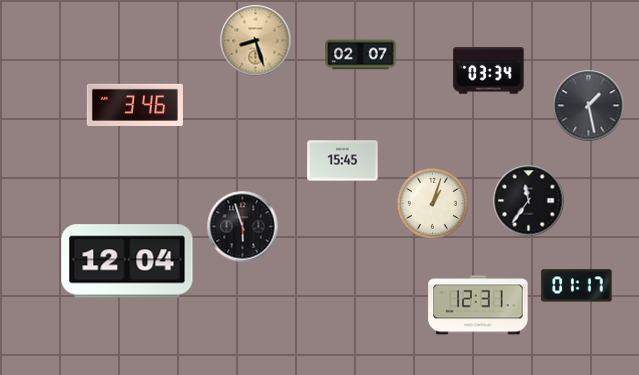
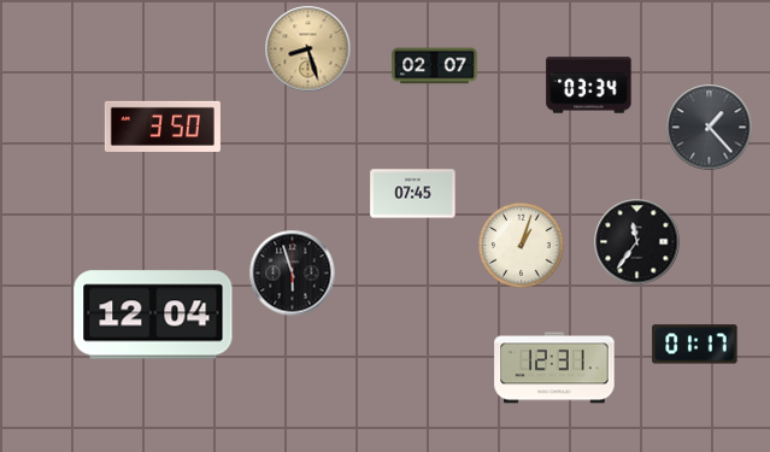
clock at (135, 105): 3:46 -> 3:50
clock at (589, 106): 1:28 -> 1:23
clock at (343, 161): 15:45 -> 07:45
clock at (478, 305) position: (478, 305) -> (554, 368)
